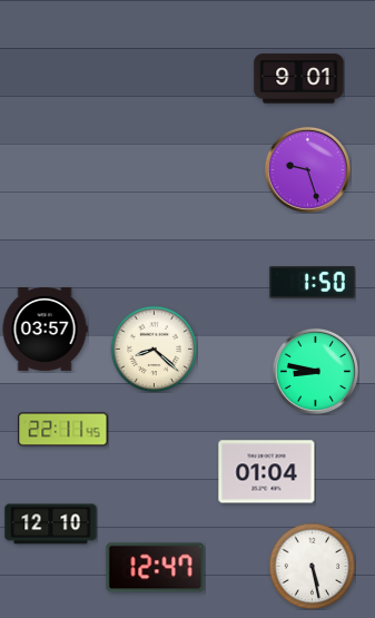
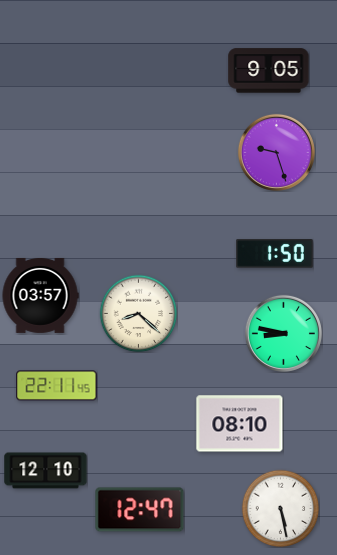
clock at (299, 79): 9:01 -> 9:05
clock at (313, 283) position: (313, 283) -> (275, 254)
clock at (267, 472): 01:04 -> 08:10
